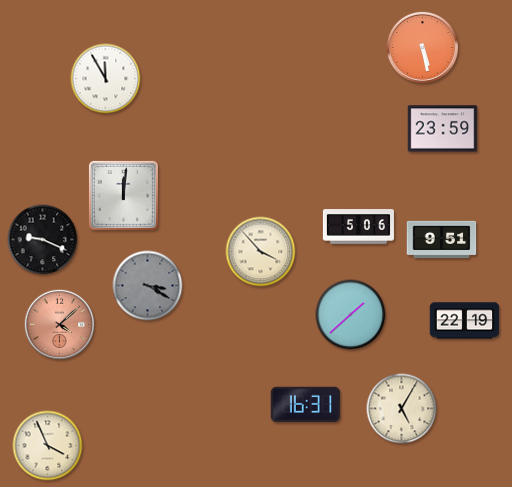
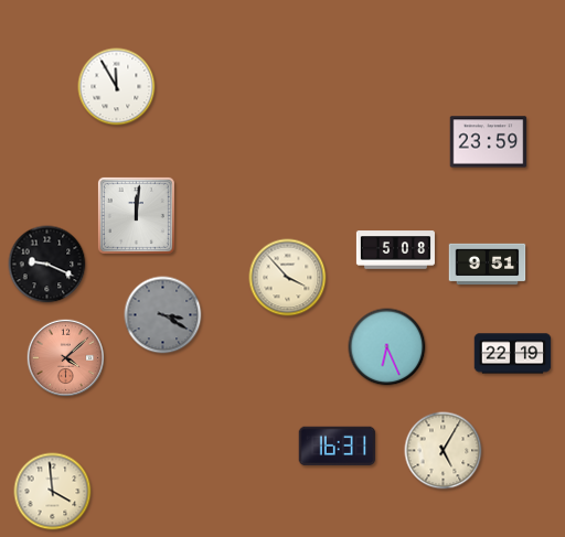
clock at (422, 47): 5:28 -> none
clock at (358, 227): 5:06 -> 5:08
clock at (351, 315): 1:38 -> 6:26
clock at (48, 446): 3:56 -> 3:59
